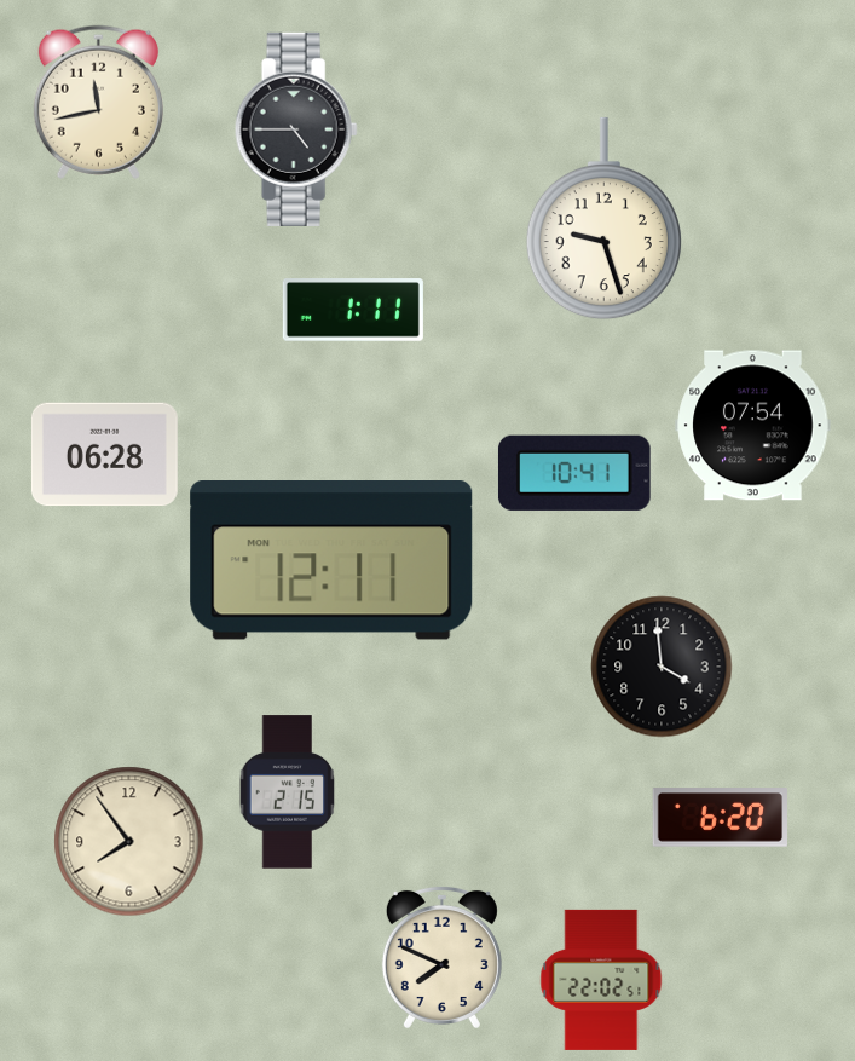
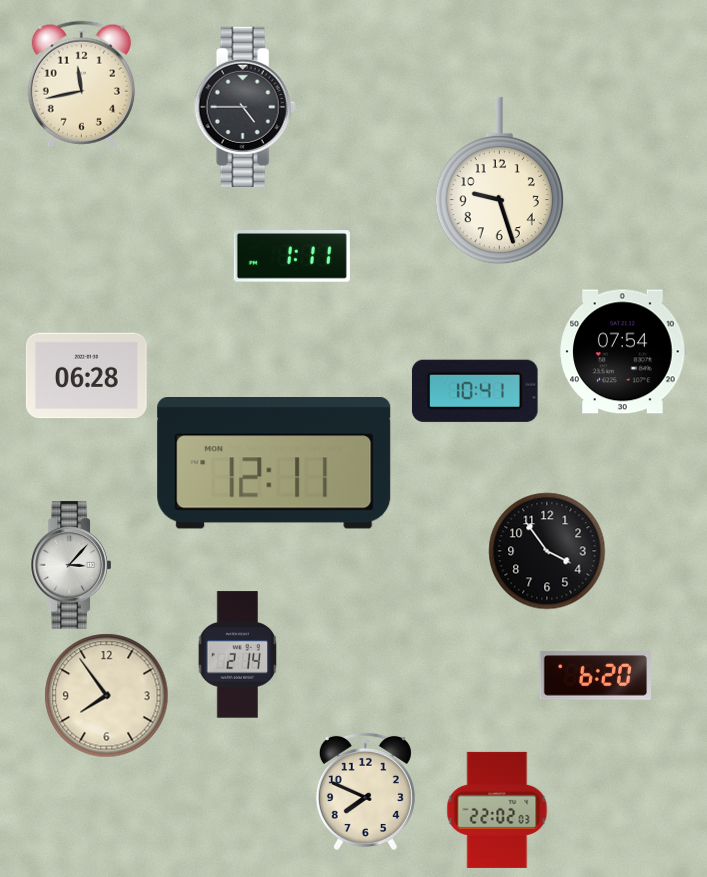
clock at (662, 667): 3:59 -> 3:54
clock at (71, 565): none -> 3:07
clock at (288, 792): 2:15 -> 2:14
clock at (601, 980): 22:02:51 -> 22:02:03
